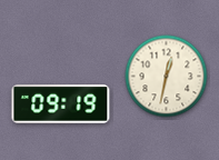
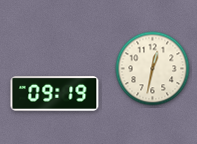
clock at (167, 77) position: (167, 77) -> (153, 69)
